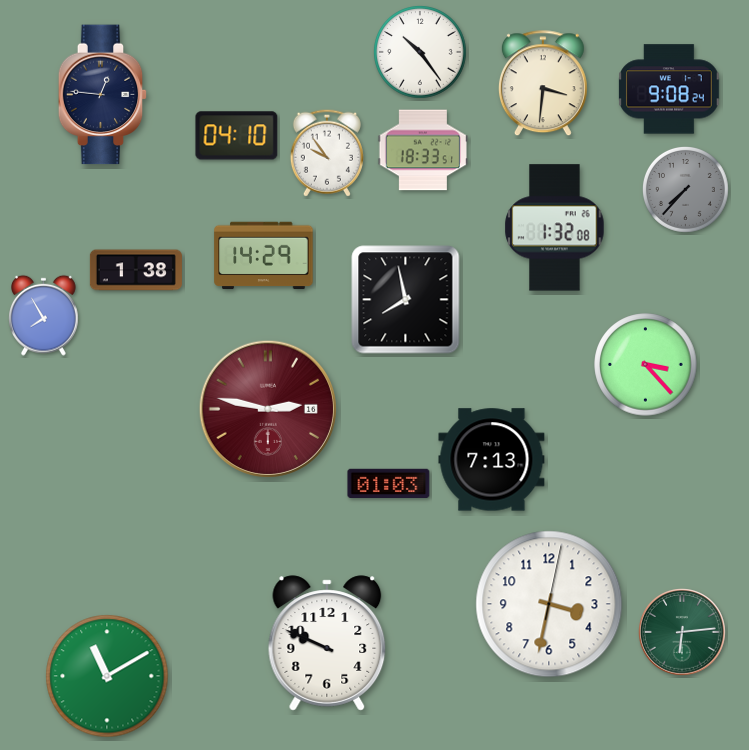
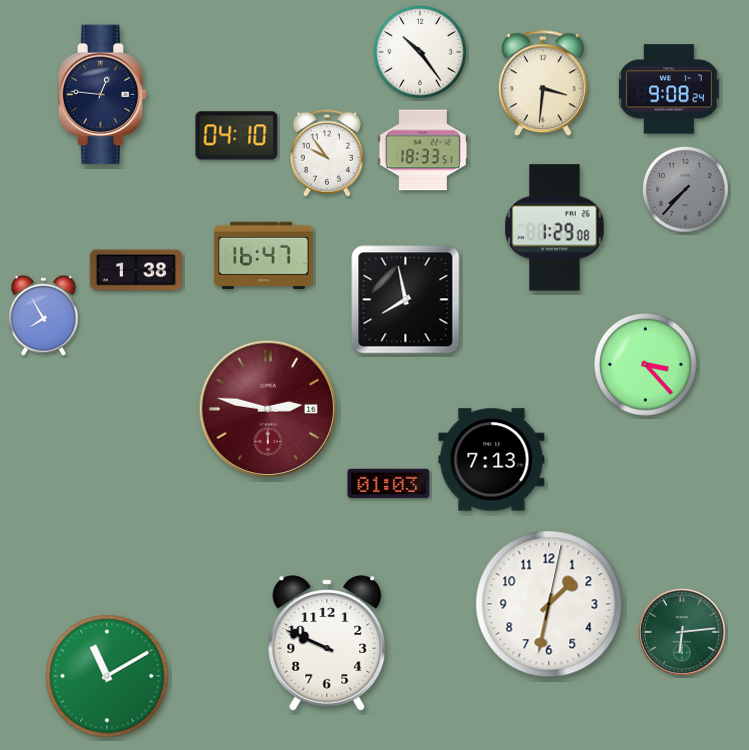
clock at (555, 228): 1:32 -> 1:29
clock at (264, 256): 14:29 -> 16:47
clock at (549, 604): 3:32 -> 1:32
